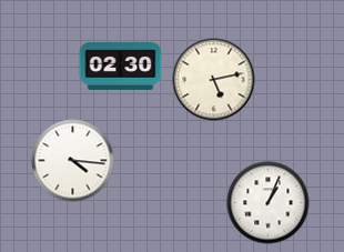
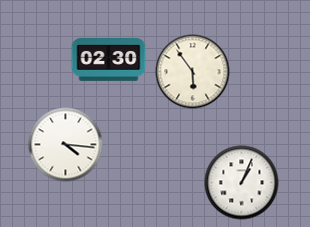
clock at (214, 80): 5:13 -> 5:54
